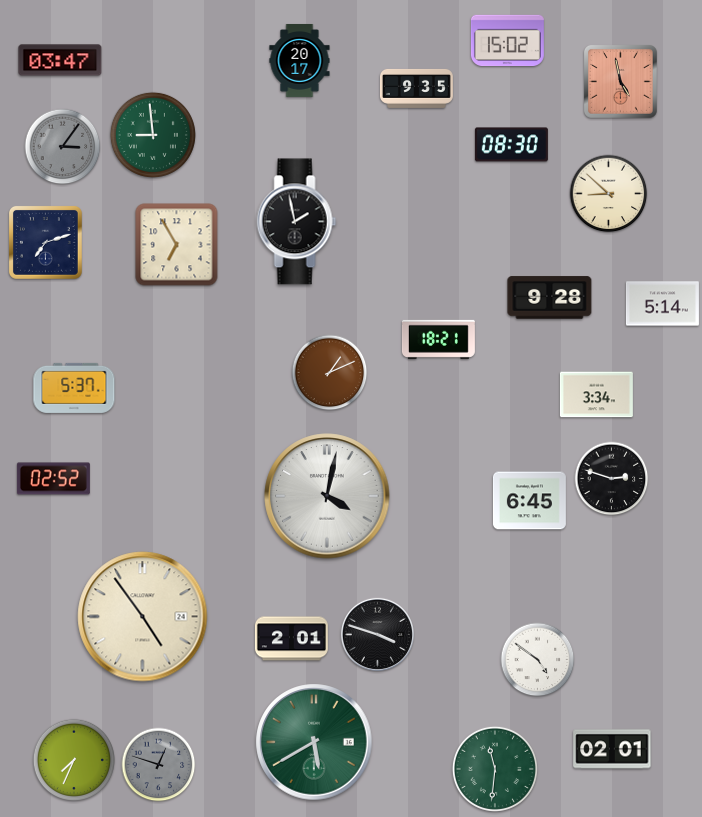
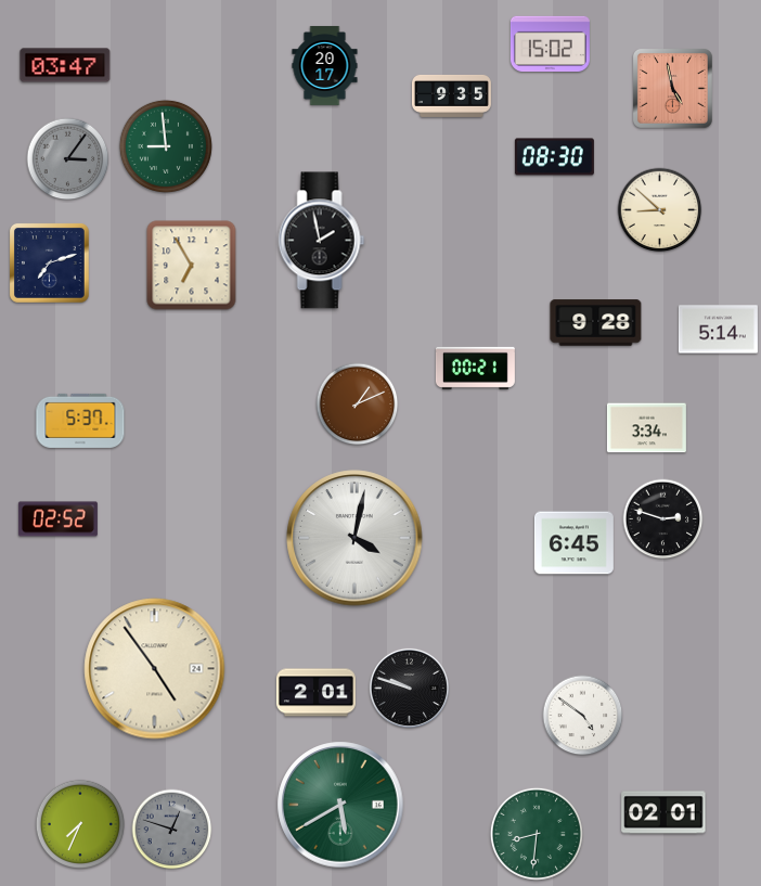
clock at (438, 339): 18:21 -> 00:21
clock at (377, 634): 3:48 -> 9:48
clock at (495, 769): 11:31 -> 8:31
